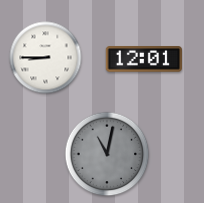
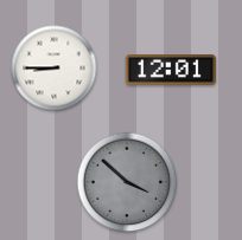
clock at (107, 154): 11:02 -> 3:52
